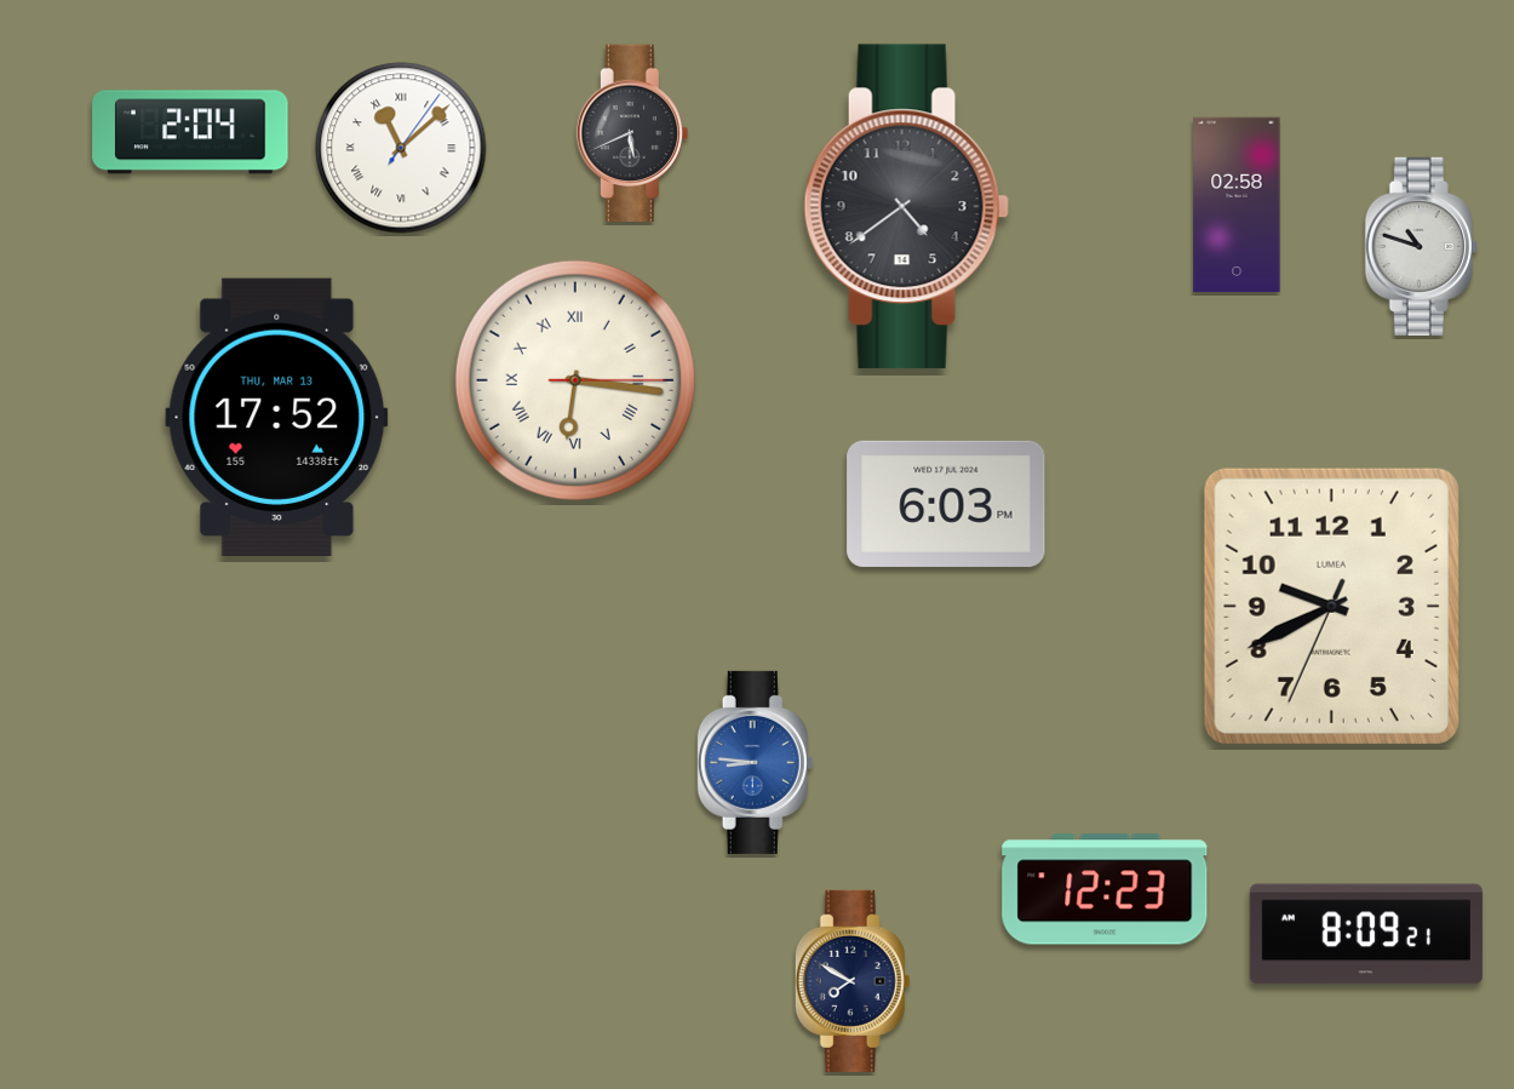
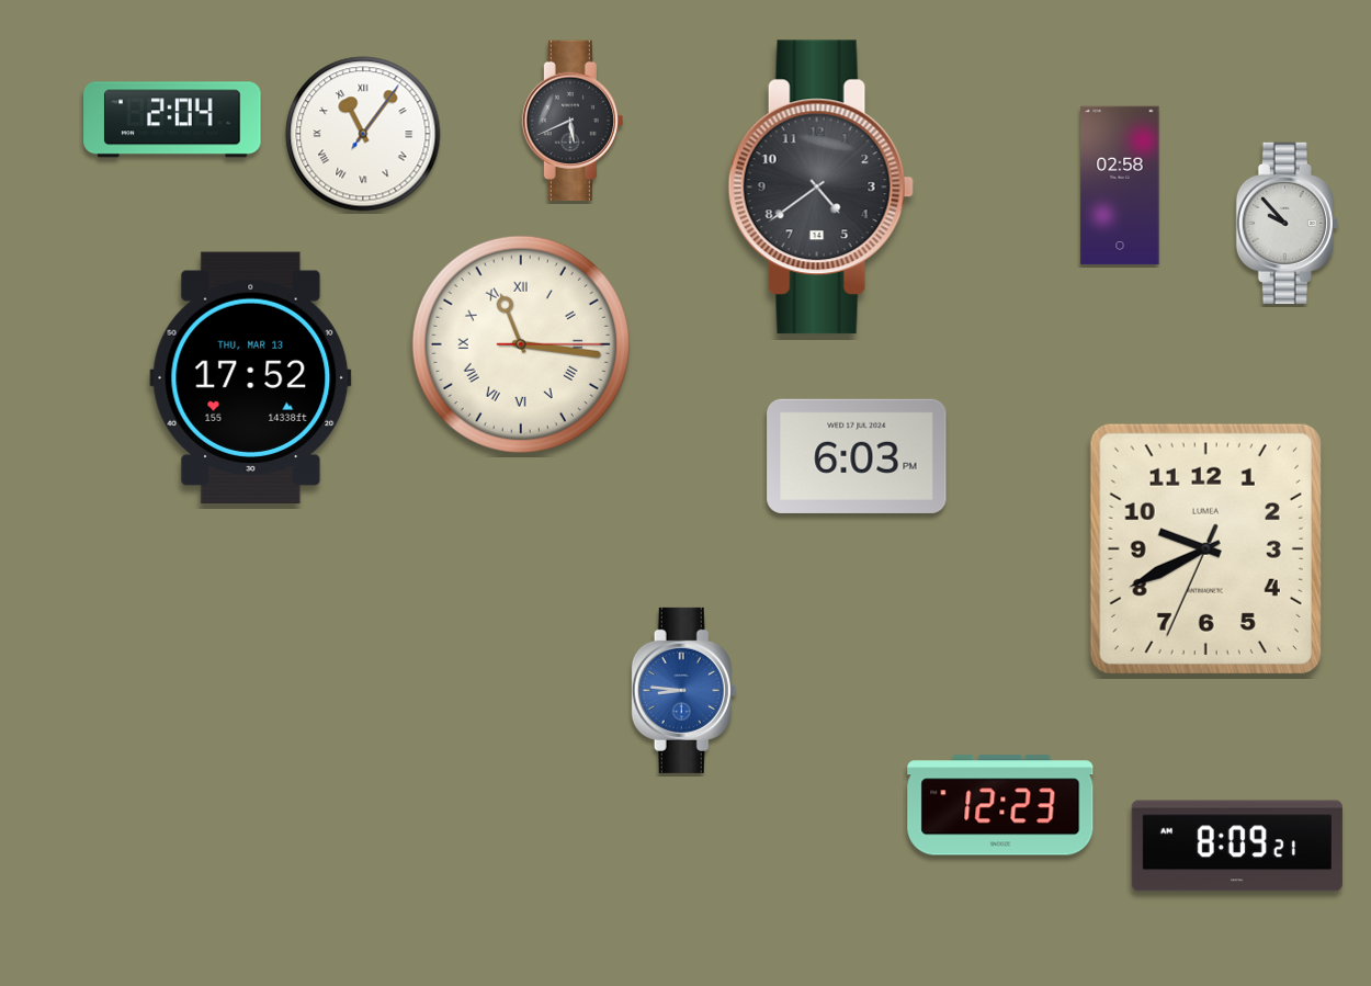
clock at (401, 148): 11:08 -> 11:06
clock at (1421, 246): 10:48 -> 9:53
clock at (575, 380): 6:16 -> 11:16
clock at (853, 981): 7:50 -> none
